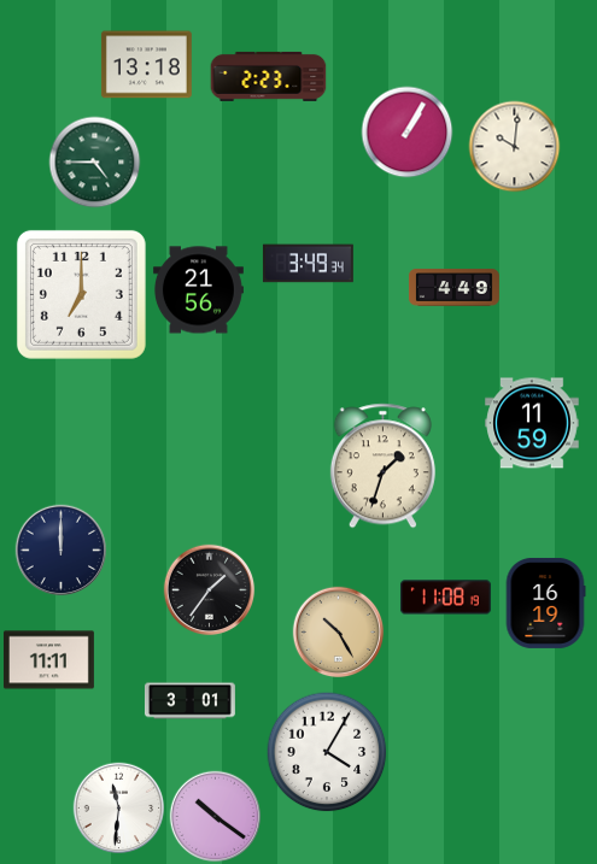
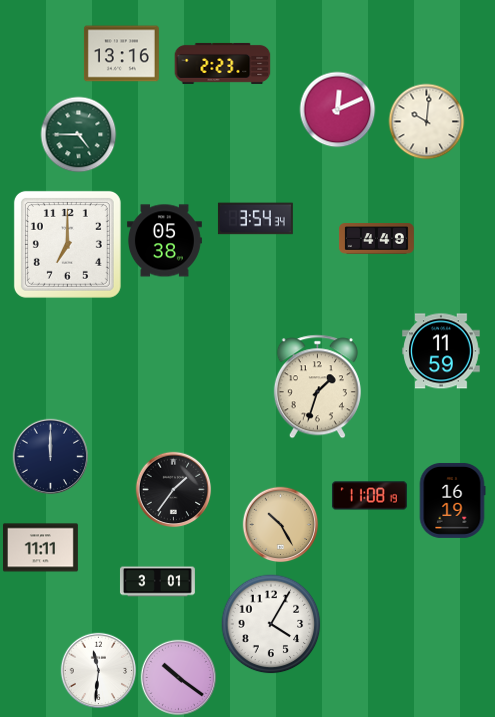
clock at (146, 65): 13:18 -> 13:16
clock at (408, 133): 1:05 -> 12:11
clock at (308, 264): 3:49 -> 3:54
clock at (198, 290): 21:56 -> 05:38
